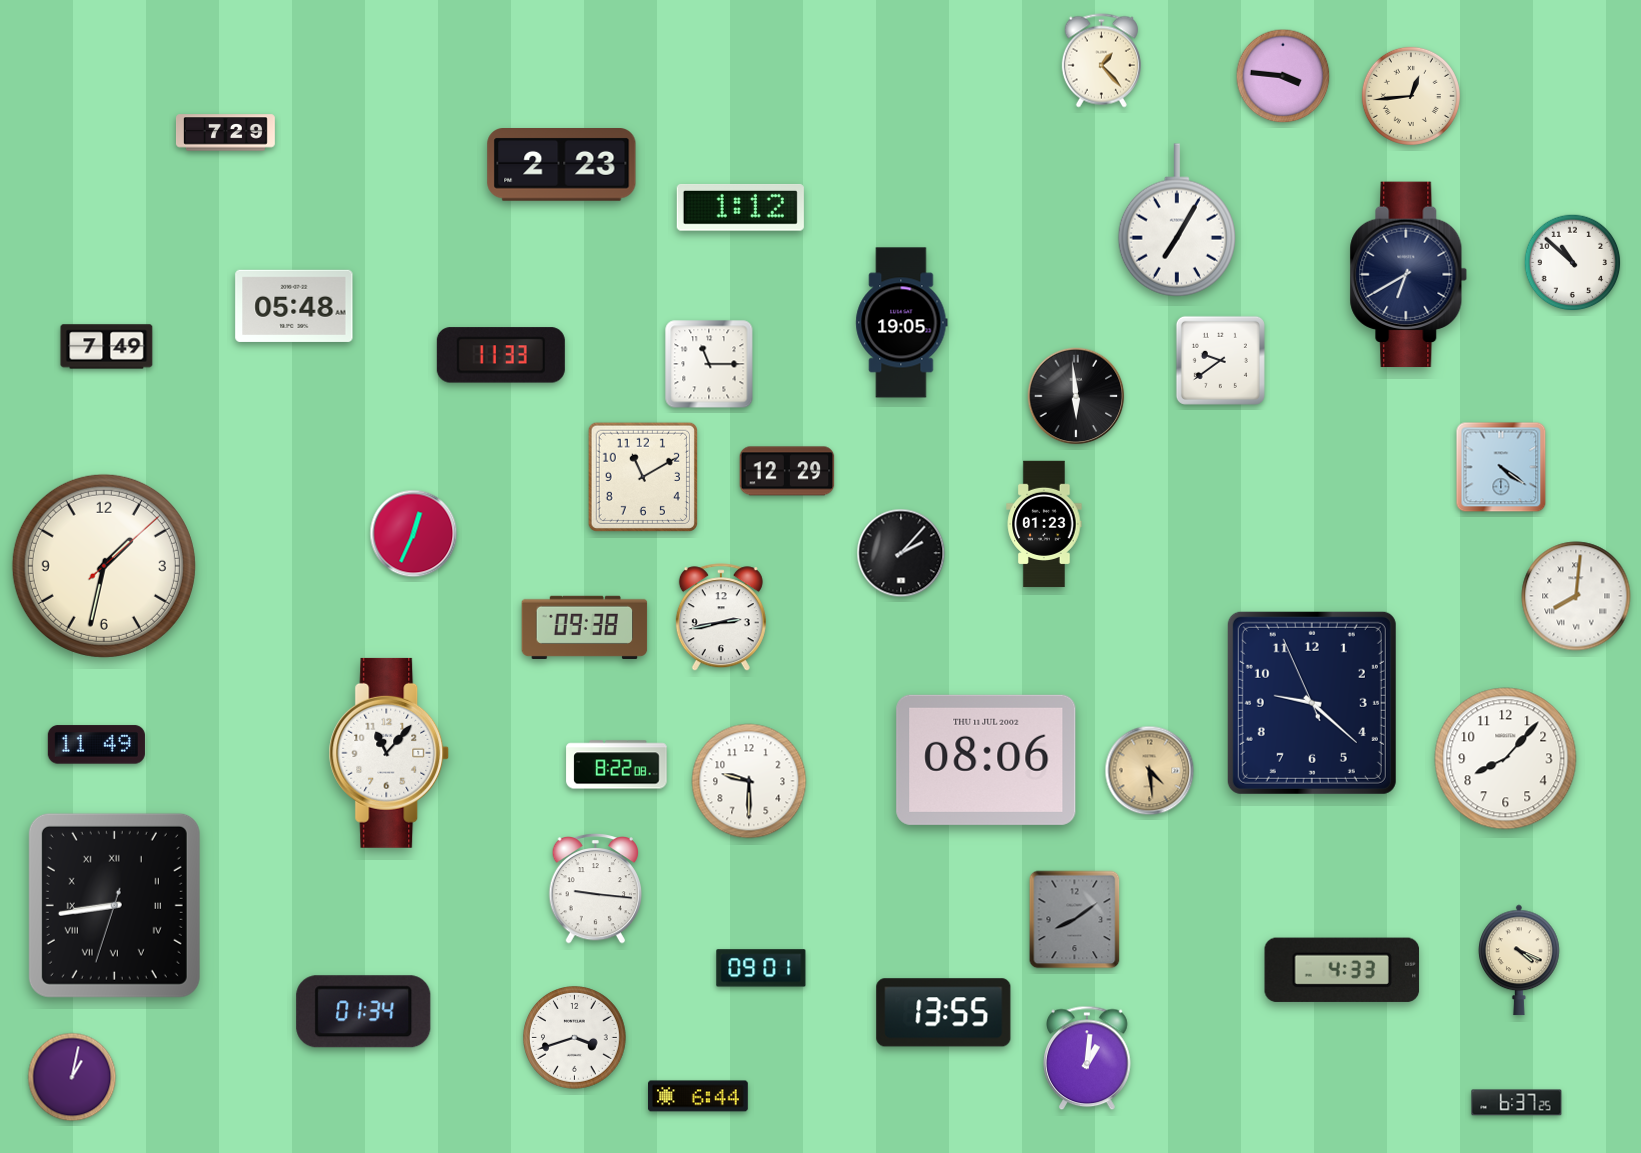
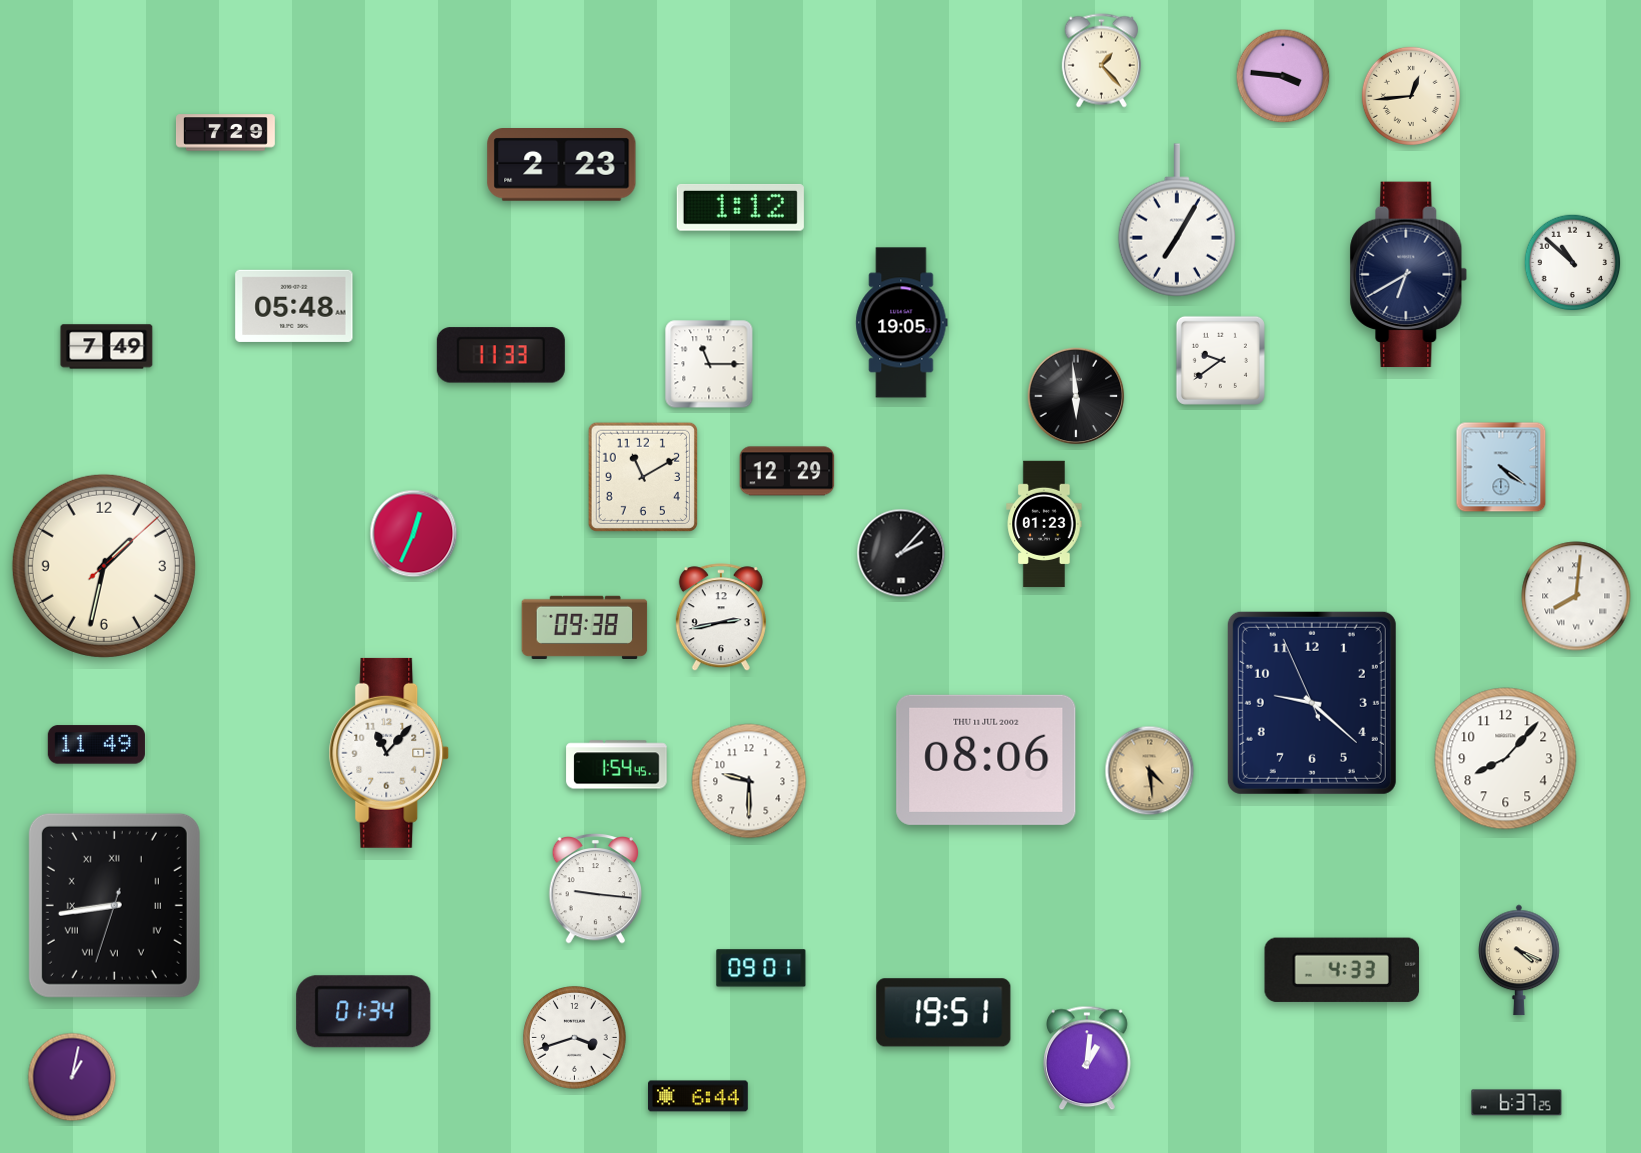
clock at (617, 765): 8:22 -> 1:54
clock at (1075, 920): 8:09 -> none
clock at (944, 1013): 13:55 -> 19:51
